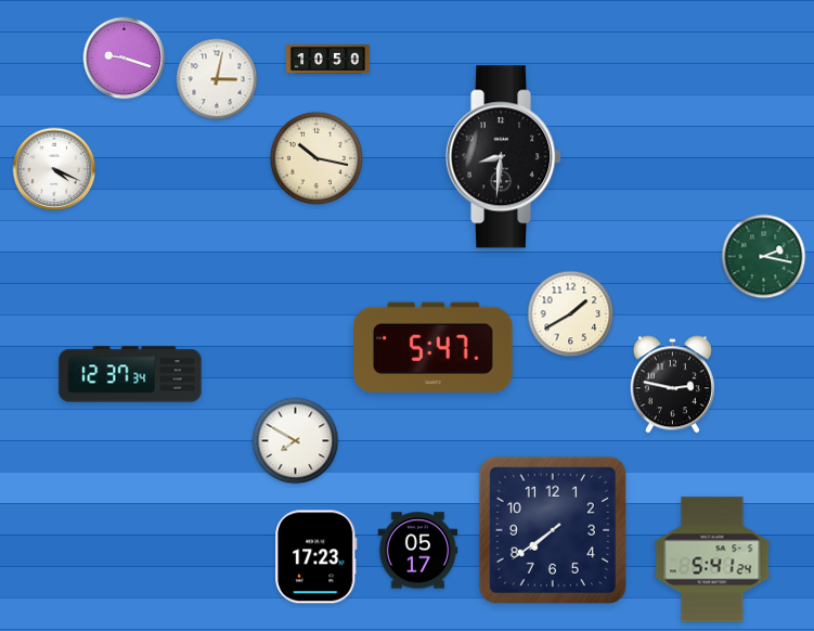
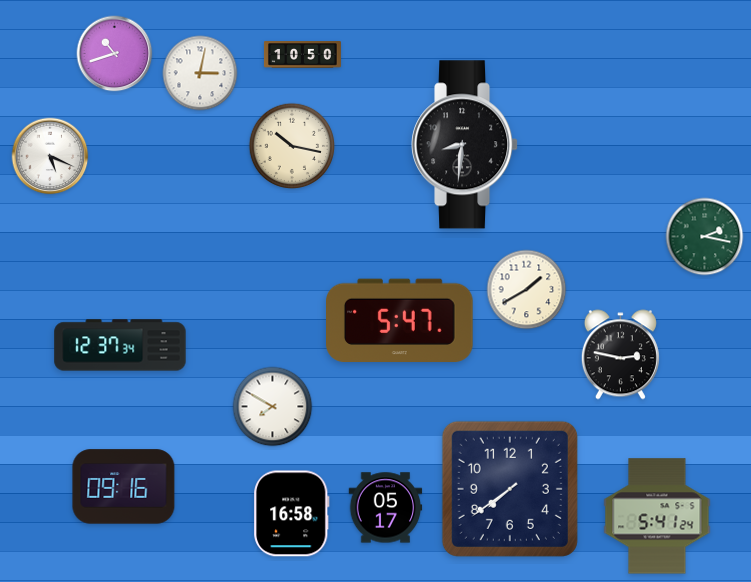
clock at (125, 59): 9:18 -> 10:42
clock at (54, 169): 4:19 -> 5:19
clock at (124, 487): none -> 09:16
clock at (316, 557): 17:23 -> 16:58
